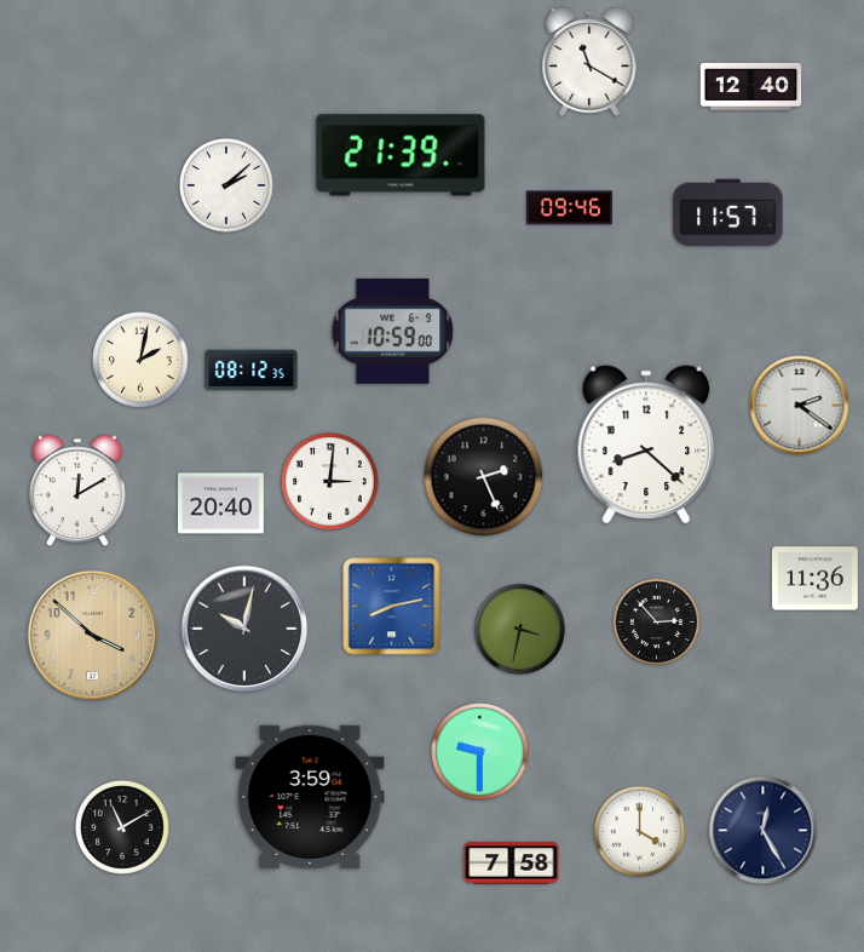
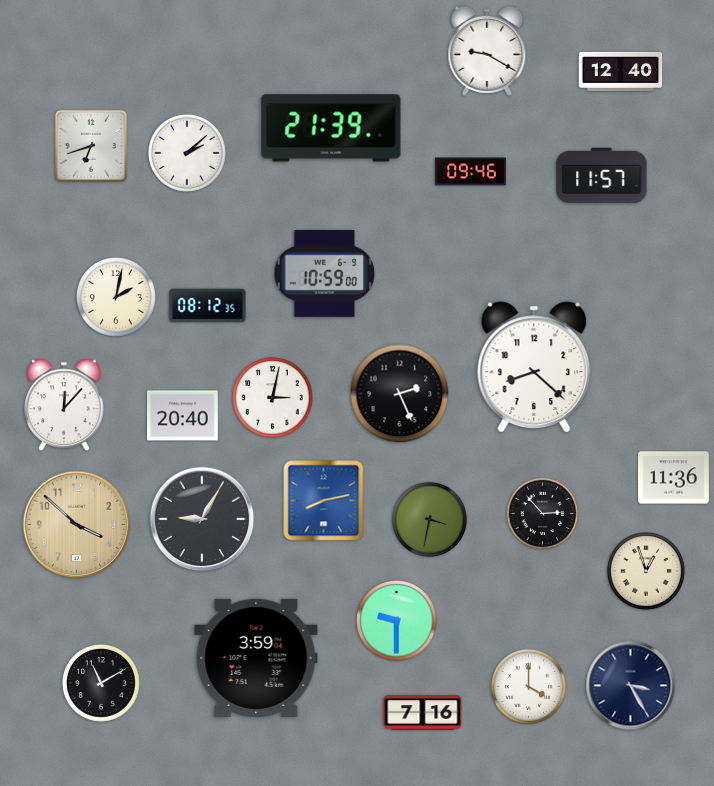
clock at (589, 62): 11:20 -> 9:20
clock at (90, 145): none -> 6:42
clock at (800, 406): 2:21 -> none
clock at (330, 482): 3:01 -> 3:02
clock at (77, 491): 12:10 -> 12:07
clock at (244, 629): 10:02 -> 9:05
clock at (646, 571): none -> 12:57
clock at (764, 831): 12:25 -> 3:25
clock at (512, 864): 7:58 -> 7:16
